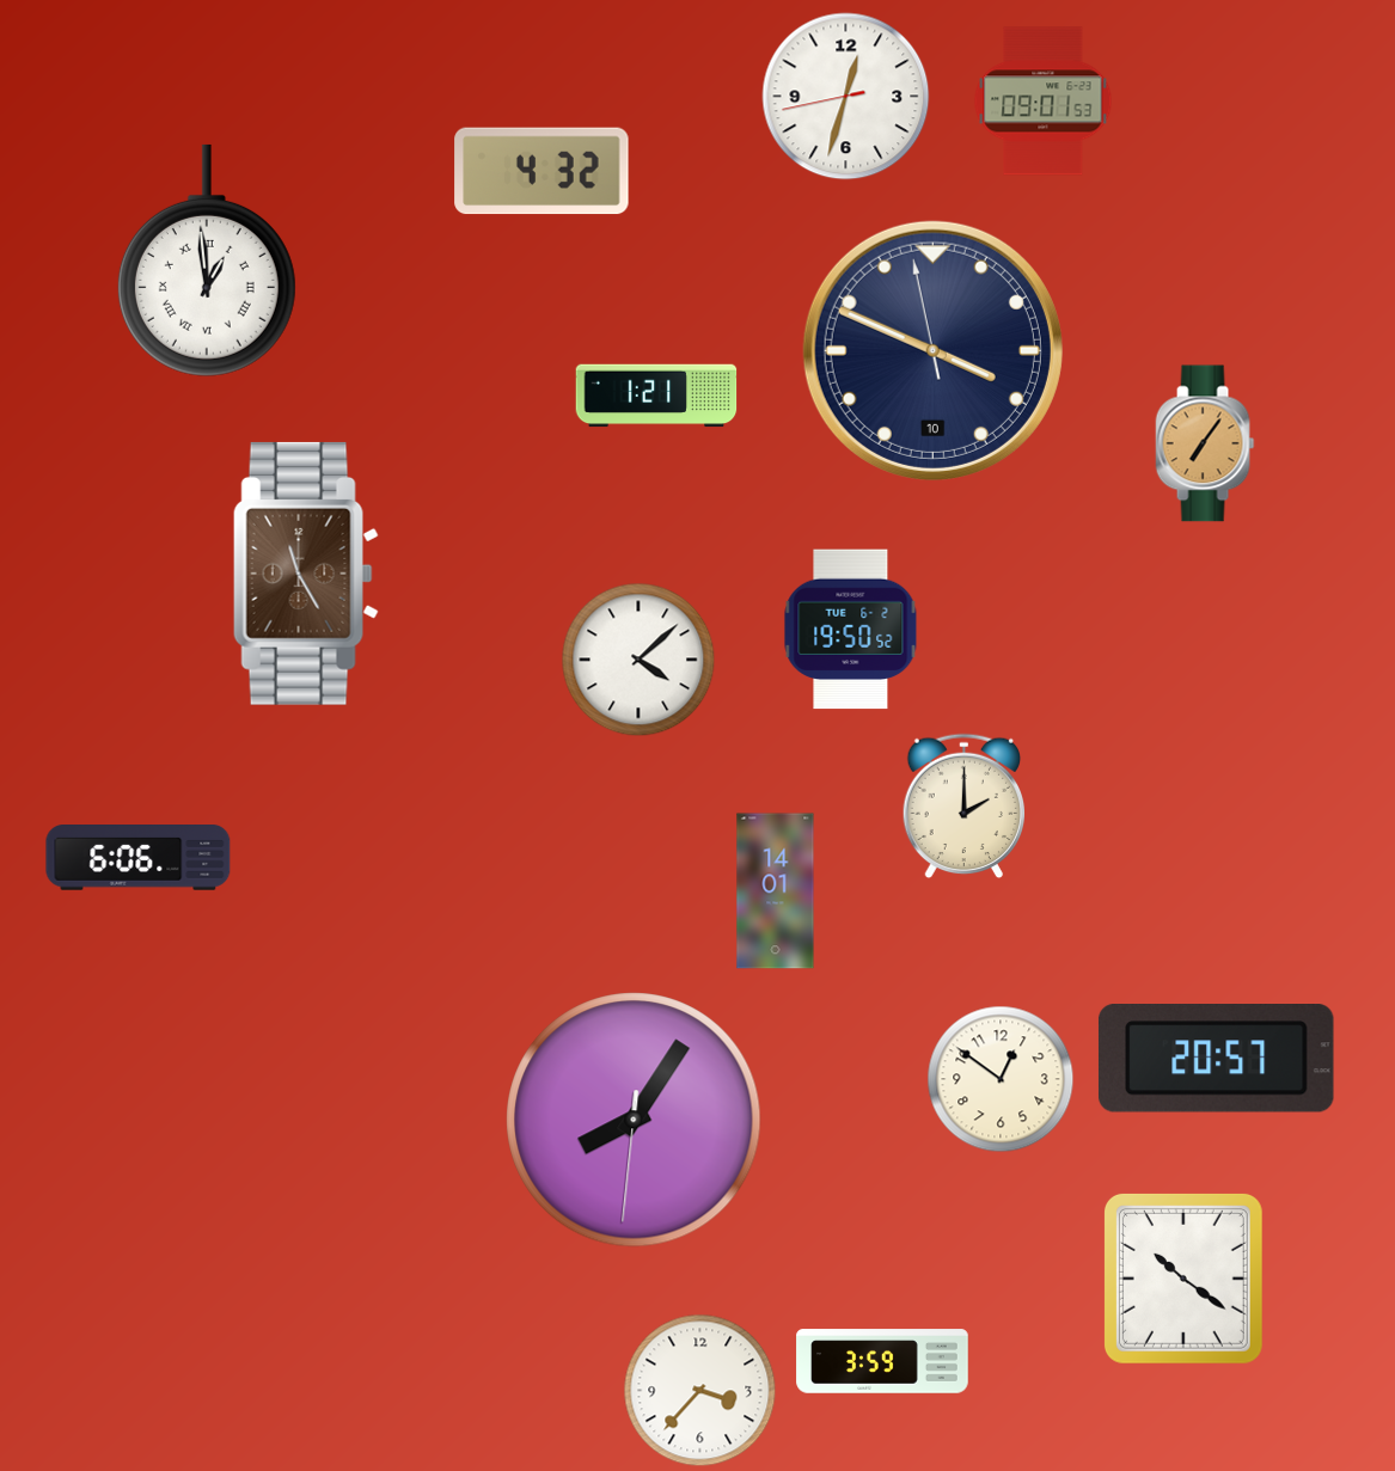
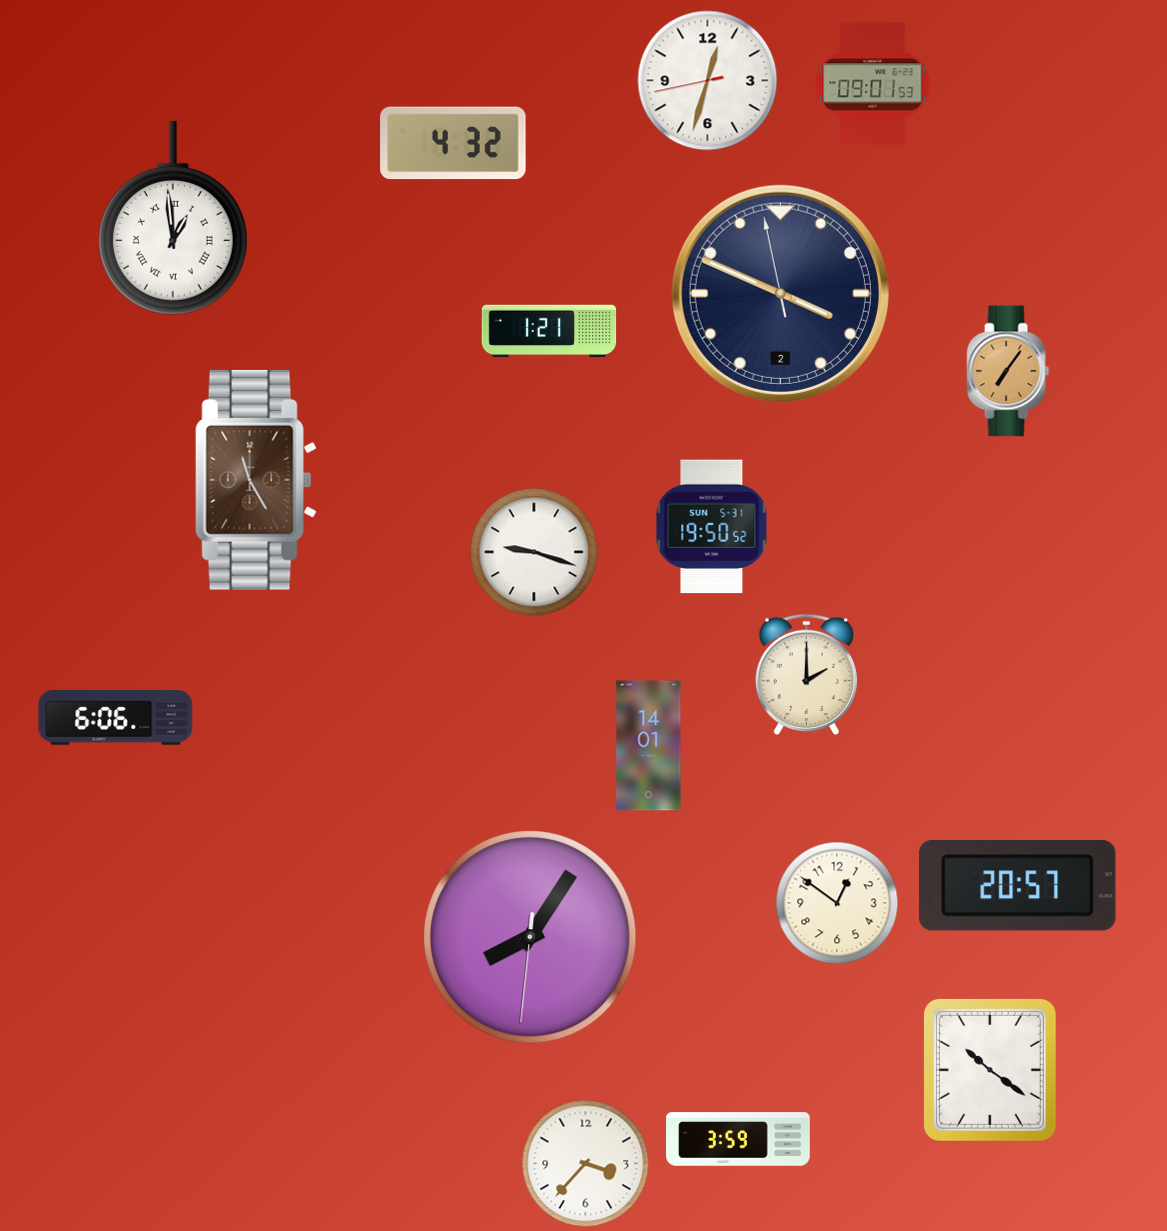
clock at (932, 350) date: 10 -> 2
clock at (851, 630) date: TUE 6-2 -> SUN 5-31
clock at (638, 660): 4:08 -> 9:18
